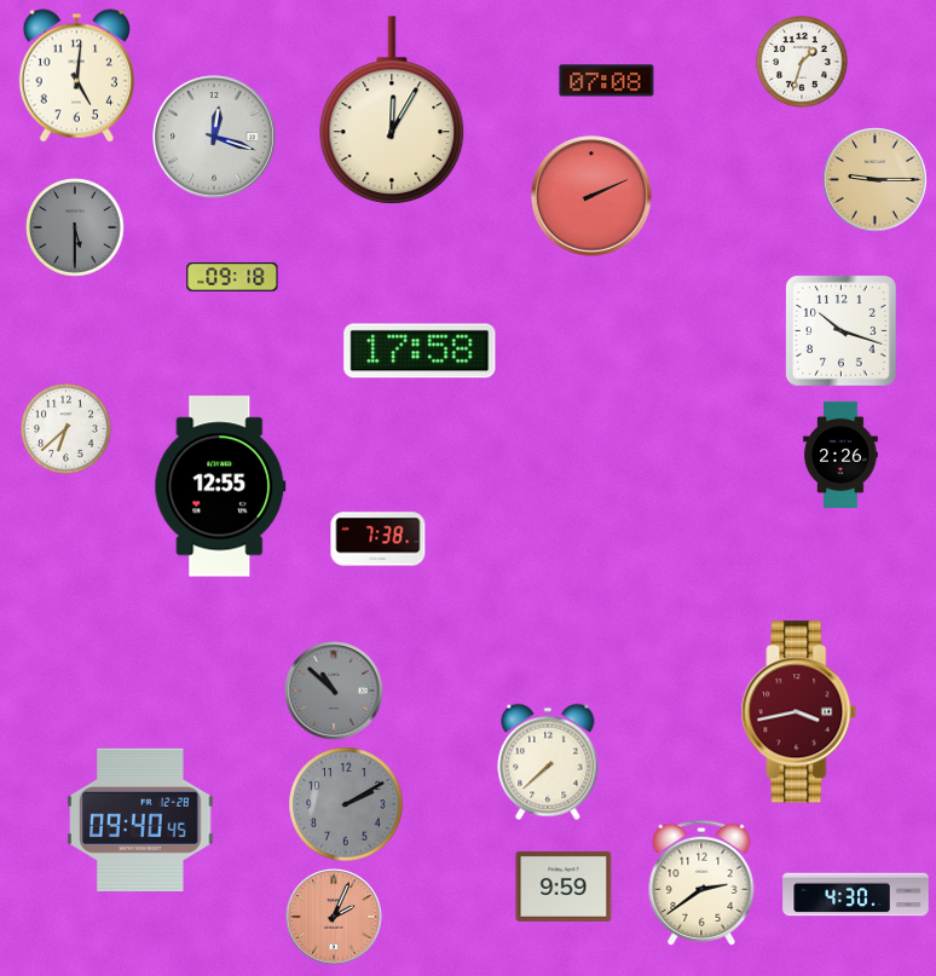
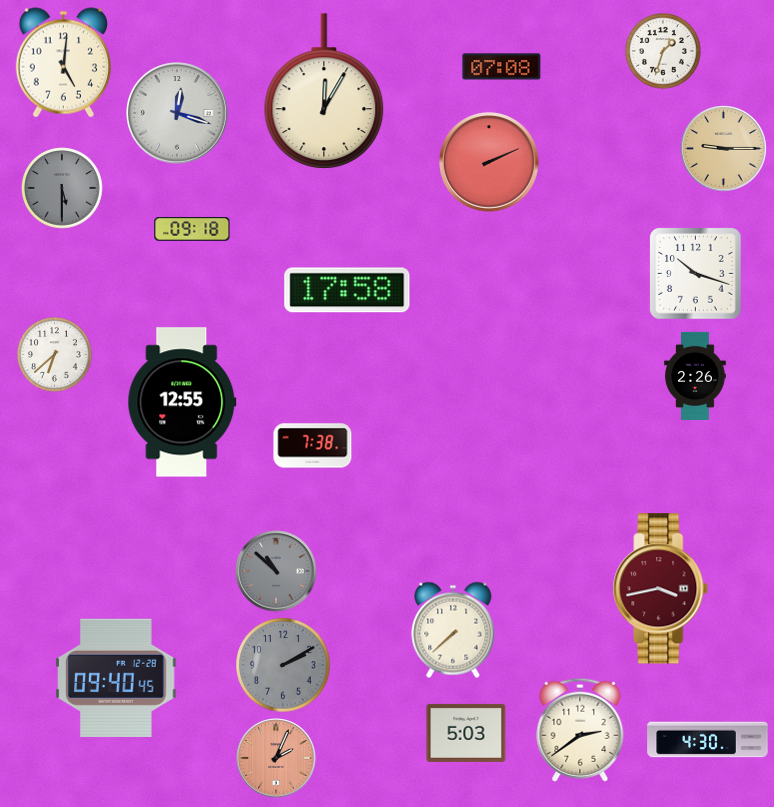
clock at (346, 804) position: (346, 804) -> (283, 665)
clock at (564, 887): 9:59 -> 5:03
